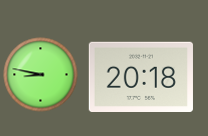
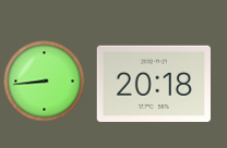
clock at (41, 75): 8:47 -> 8:44
